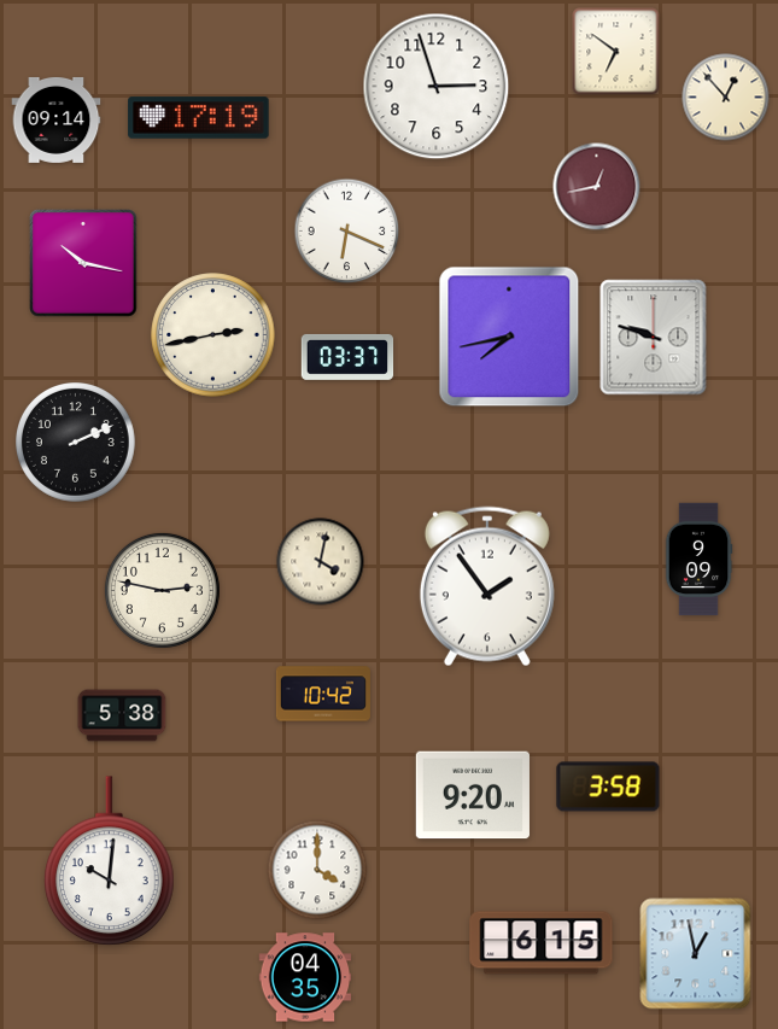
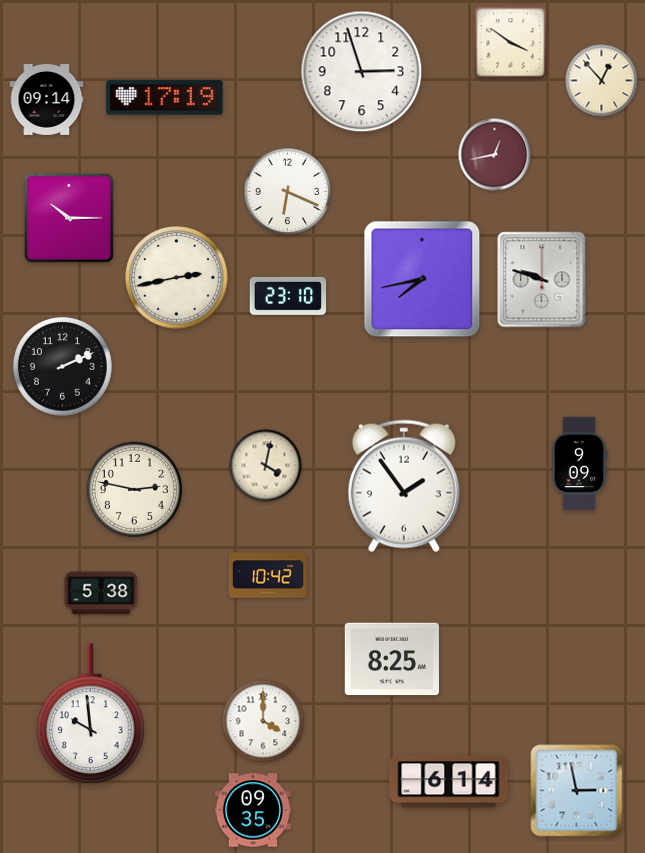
clock at (616, 52): 6:51 -> 3:51
clock at (83, 263): 10:17 -> 10:15
clock at (347, 357): 03:37 -> 23:10
clock at (608, 787): 3:58 -> none
clock at (473, 795): 9:20 -> 8:25
clock at (110, 861): 10:01 -> 9:59
clock at (542, 943): 6:15 -> 6:14
clock at (696, 954): 12:58 -> 2:58
clock at (305, 977): 04:35 -> 09:35
